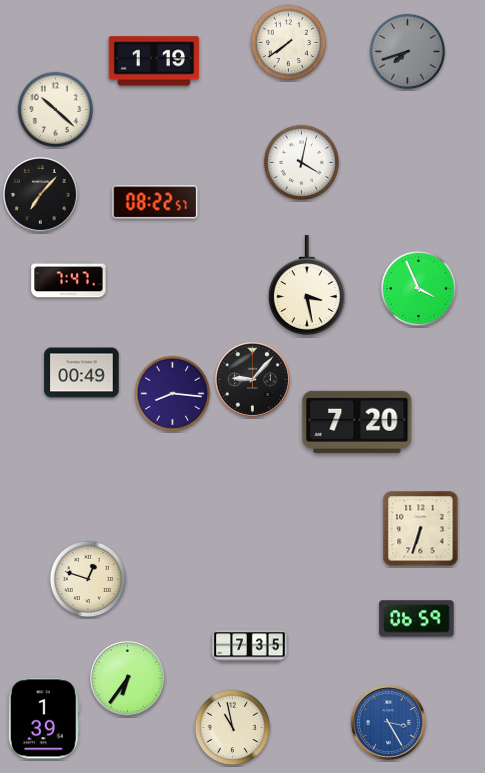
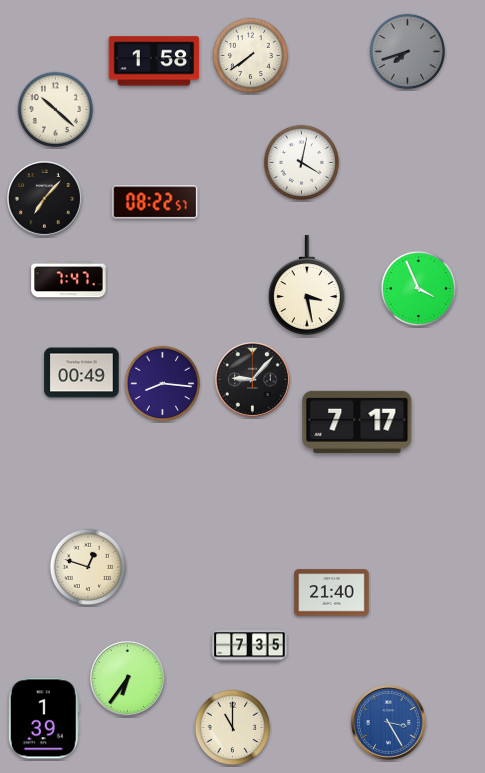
clock at (289, 43) position: (289, 43) -> (251, 56)
clock at (154, 61): 1:19 -> 1:58
clock at (40, 194) position: (40, 194) -> (44, 198)
clock at (173, 394) position: (173, 394) -> (163, 384)
clock at (357, 422): 7:20 -> 7:17
clock at (421, 529): 6:33 -> none
clock at (88, 579) position: (88, 579) -> (88, 567)
clock at (332, 593): none -> 21:40
clock at (417, 619): 06:59 -> none
clock at (233, 728): 10:58 -> 11:00
